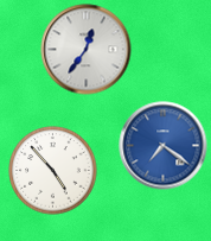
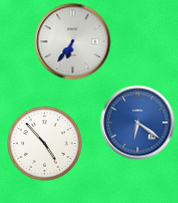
clock at (87, 50): 12:36 -> 6:36
clock at (164, 146): 7:21 -> 6:21
